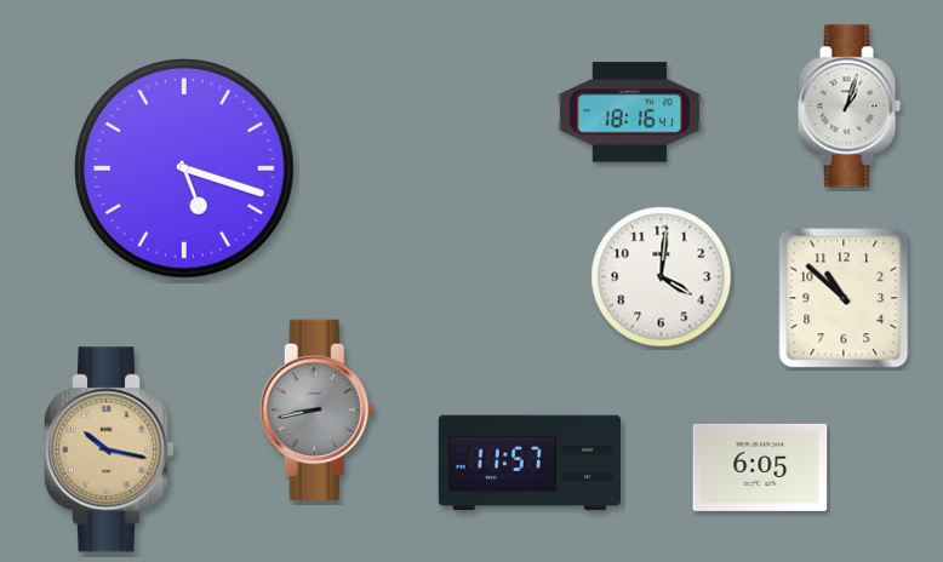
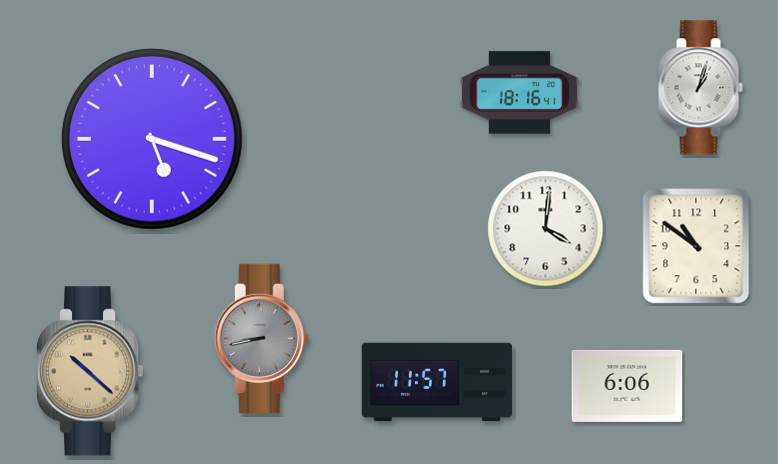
clock at (844, 298): 10:52 -> 10:51
clock at (109, 449): 10:17 -> 10:22
clock at (760, 468): 6:05 -> 6:06
